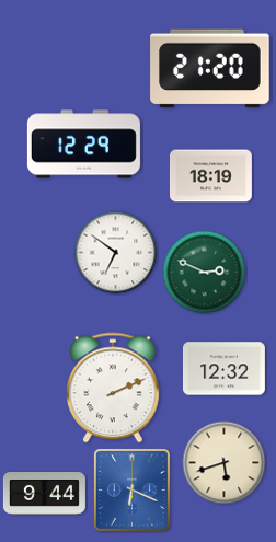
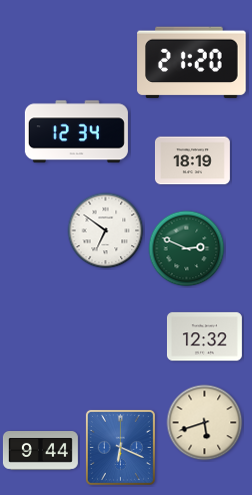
clock at (83, 145): 12:29 -> 12:34
clock at (114, 388): 2:11 -> none
